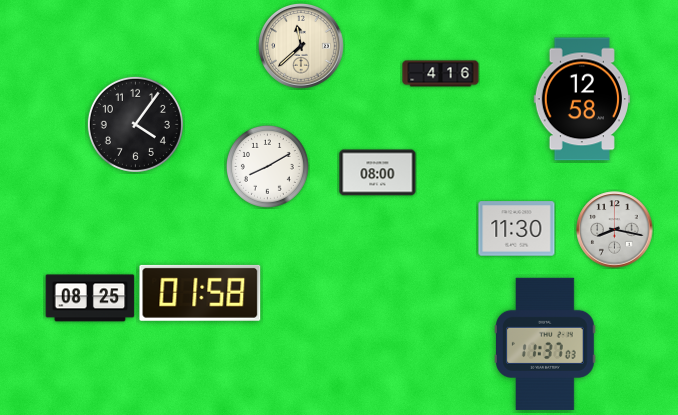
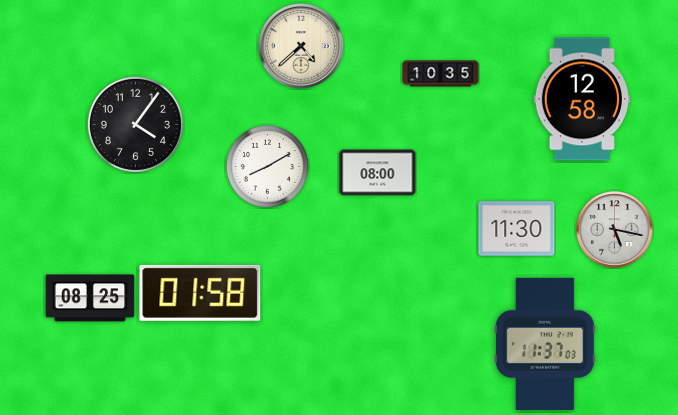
clock at (302, 47): 11:38 -> 4:38
clock at (441, 74): 4:16 -> 10:35
clock at (615, 230): 8:17 -> 5:17
